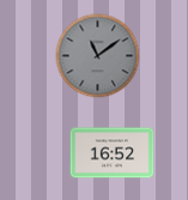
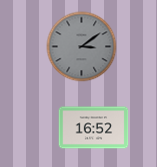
clock at (98, 56): 11:09 -> 3:09
